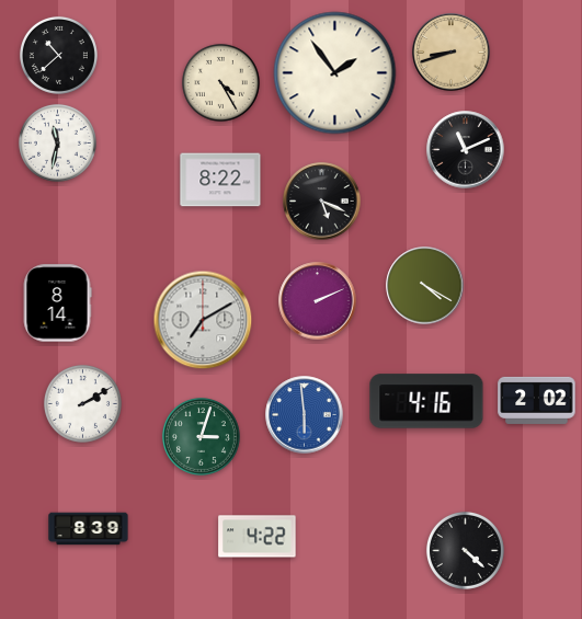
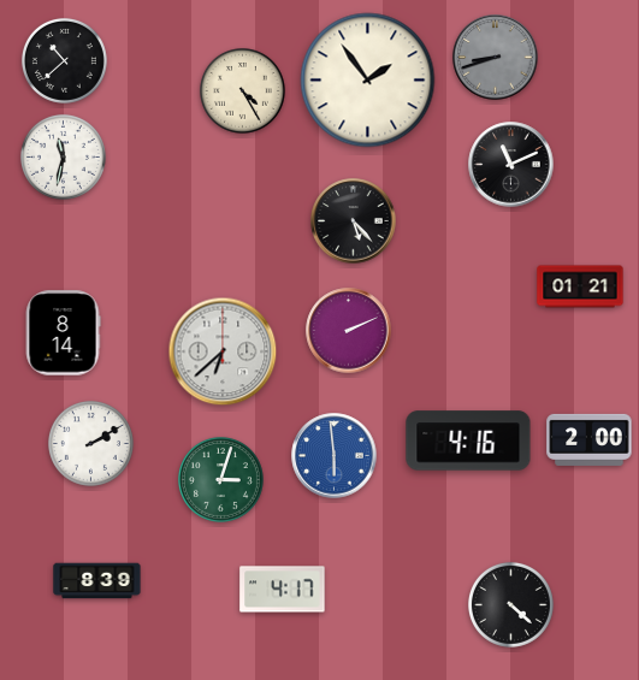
clock at (452, 53) dial: champagne -> grey
clock at (220, 180): 8:22 -> none
clock at (322, 202): 5:19 -> 5:23
clock at (580, 286): none -> 01:21
clock at (425, 286): 4:20 -> none
clock at (203, 320): 7:10 -> 6:38
clock at (537, 400): 2:02 -> 2:00
clock at (258, 537): 4:22 -> 4:17
